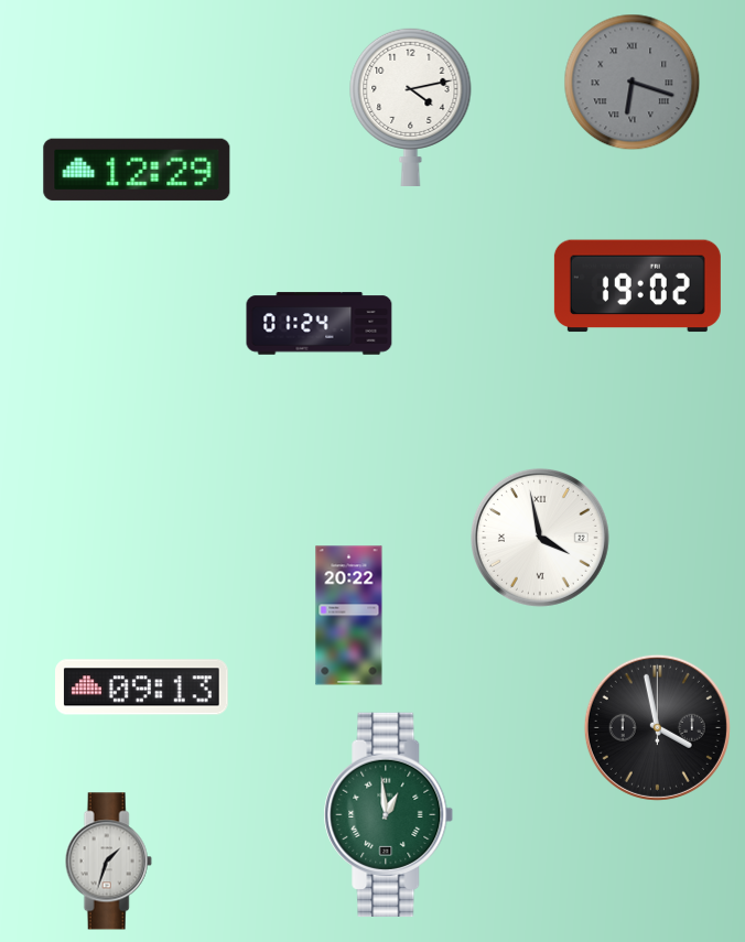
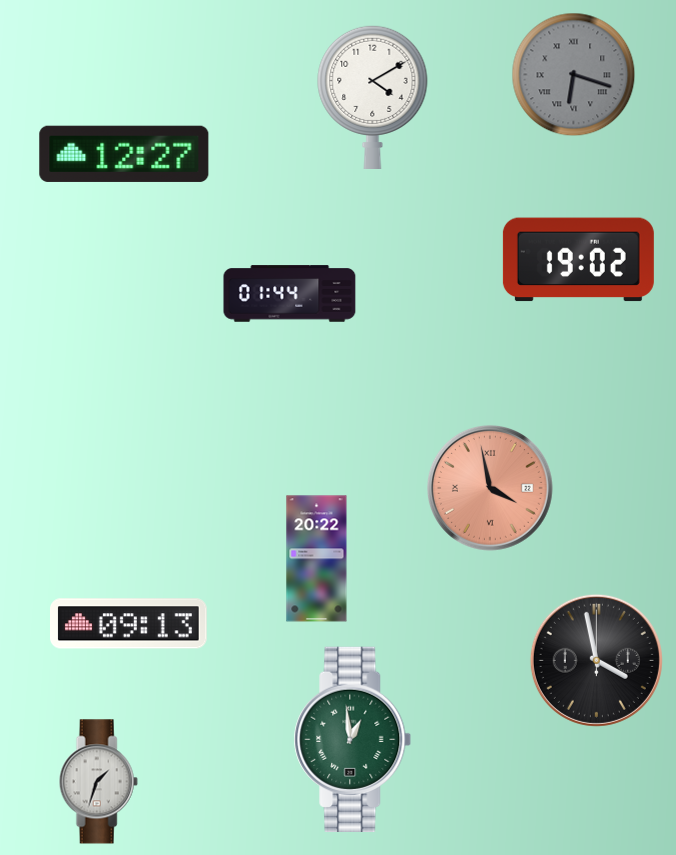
clock at (411, 106): 4:13 -> 4:10
clock at (137, 170): 12:29 -> 12:27
clock at (320, 324): 01:24 -> 01:44
clock at (540, 538) dial: white -> salmon
